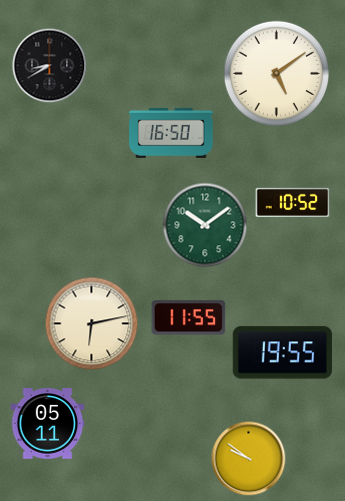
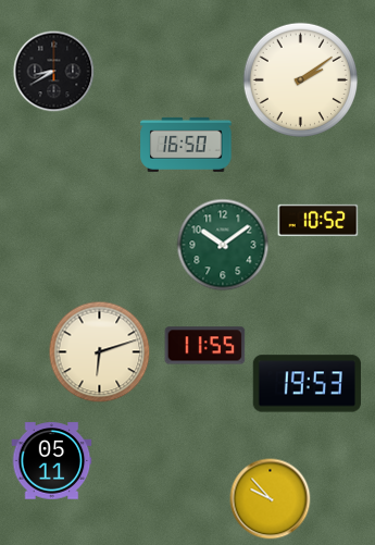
clock at (276, 73): 5:09 -> 2:09
clock at (92, 324): 6:13 -> 6:12
clock at (282, 353): 19:55 -> 19:53
clock at (249, 459): 9:51 -> 9:53
